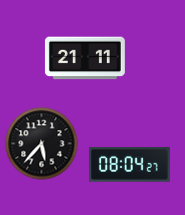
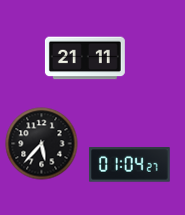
clock at (129, 165): 08:04 -> 01:04
